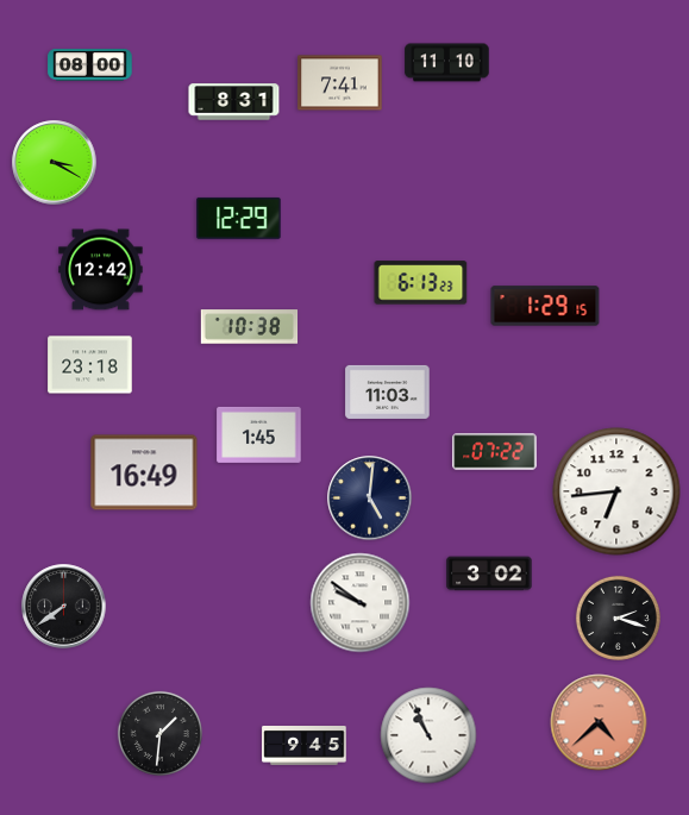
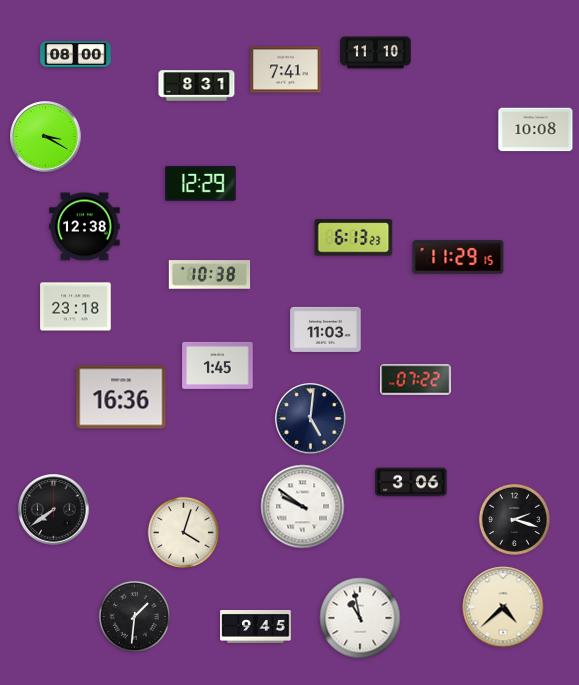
clock at (536, 130): none -> 10:08
clock at (101, 270): 12:42 -> 12:38
clock at (545, 306): 1:29 -> 11:29
clock at (144, 472): 16:49 -> 16:36
clock at (616, 491): 6:44 -> none
clock at (489, 573): 3:02 -> 3:06
clock at (618, 617) position: (618, 617) -> (514, 519)
clock at (183, 532): none -> 4:03
clock at (599, 722) dial: salmon -> cream
clock at (428, 735): 10:56 -> 10:58
